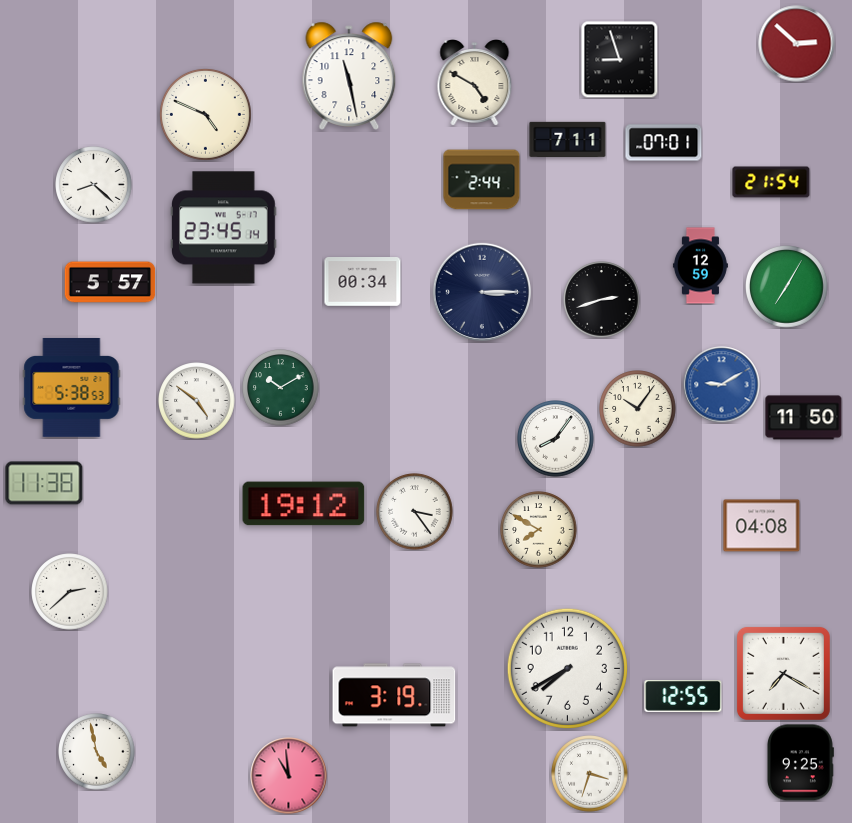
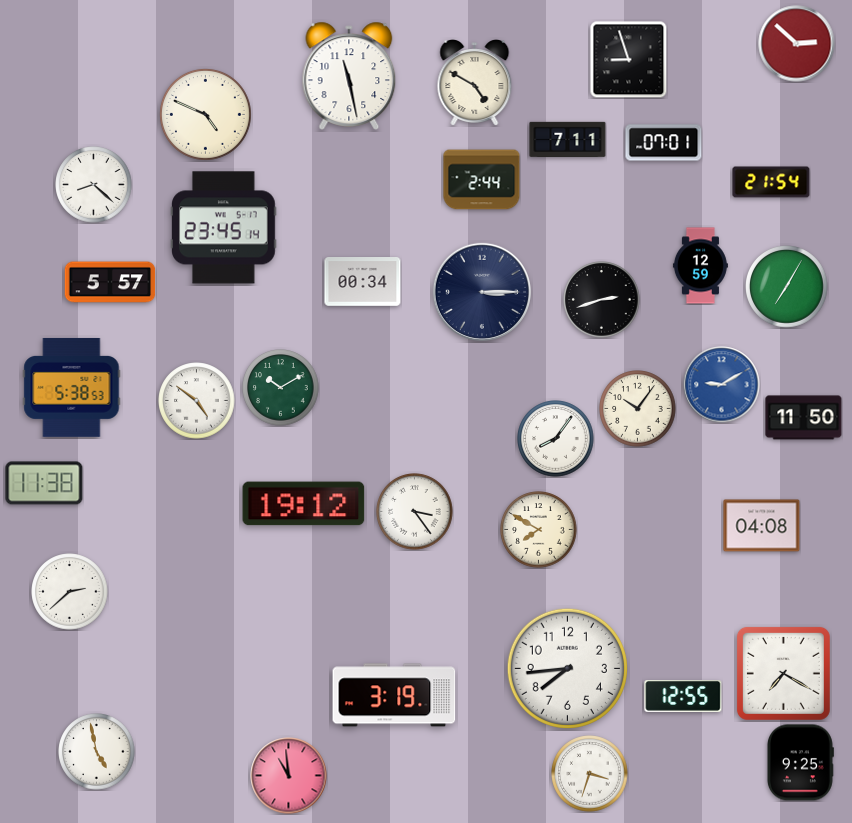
clock at (619, 59) position: (619, 59) -> (628, 59)
clock at (567, 668): 7:40 -> 7:44
